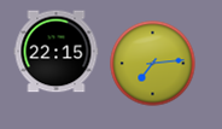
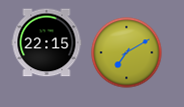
clock at (153, 64): 7:14 -> 7:10
